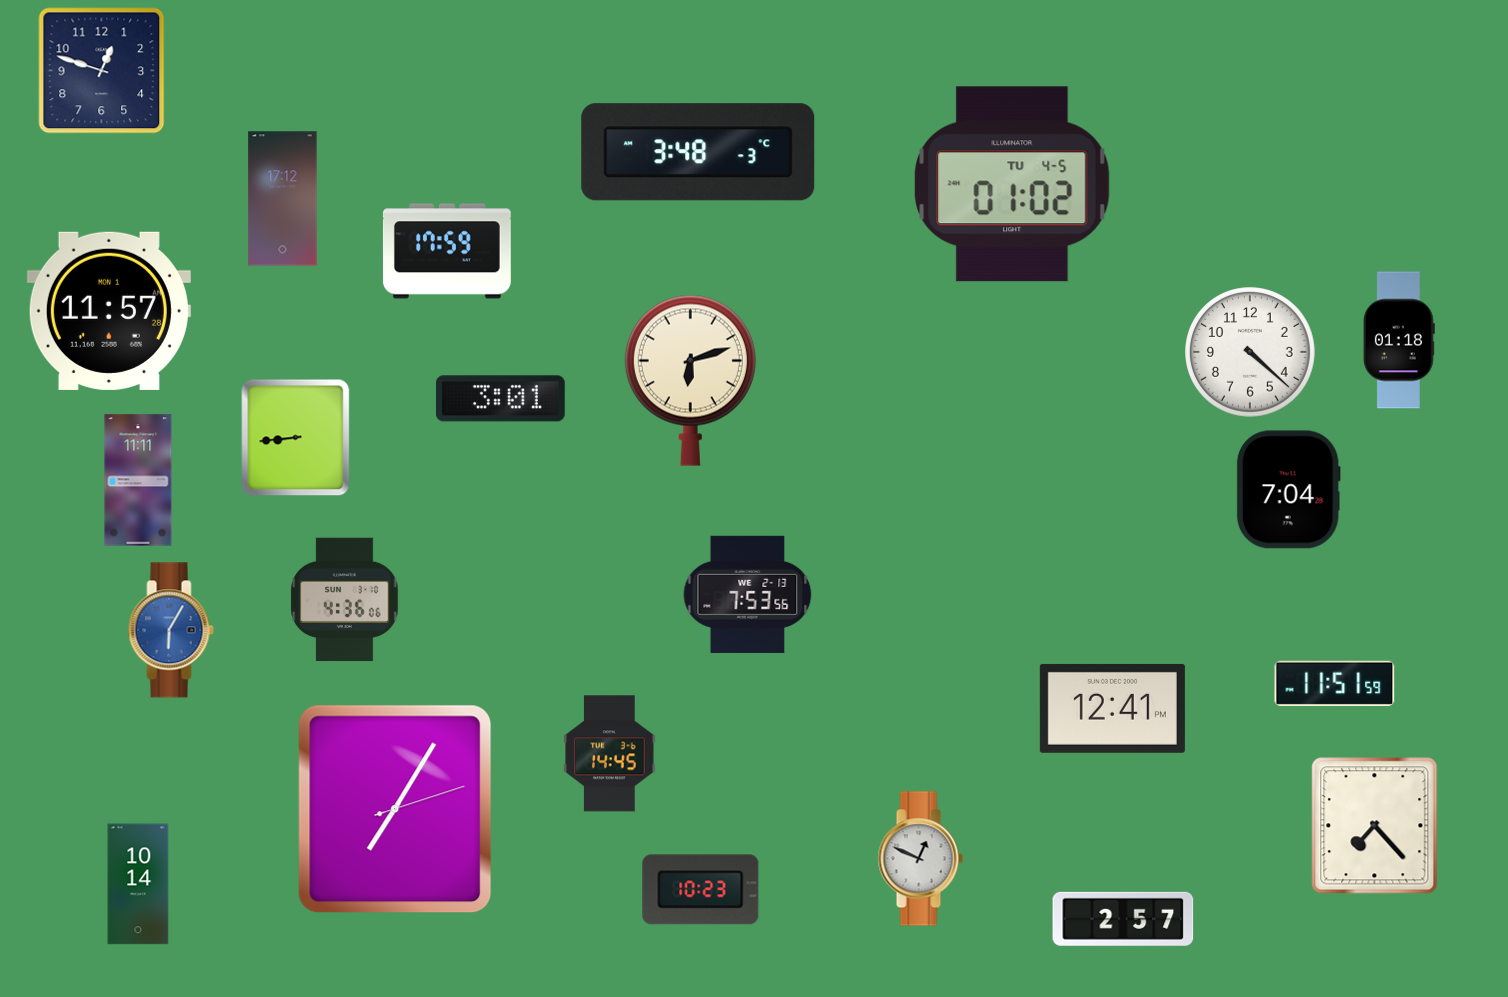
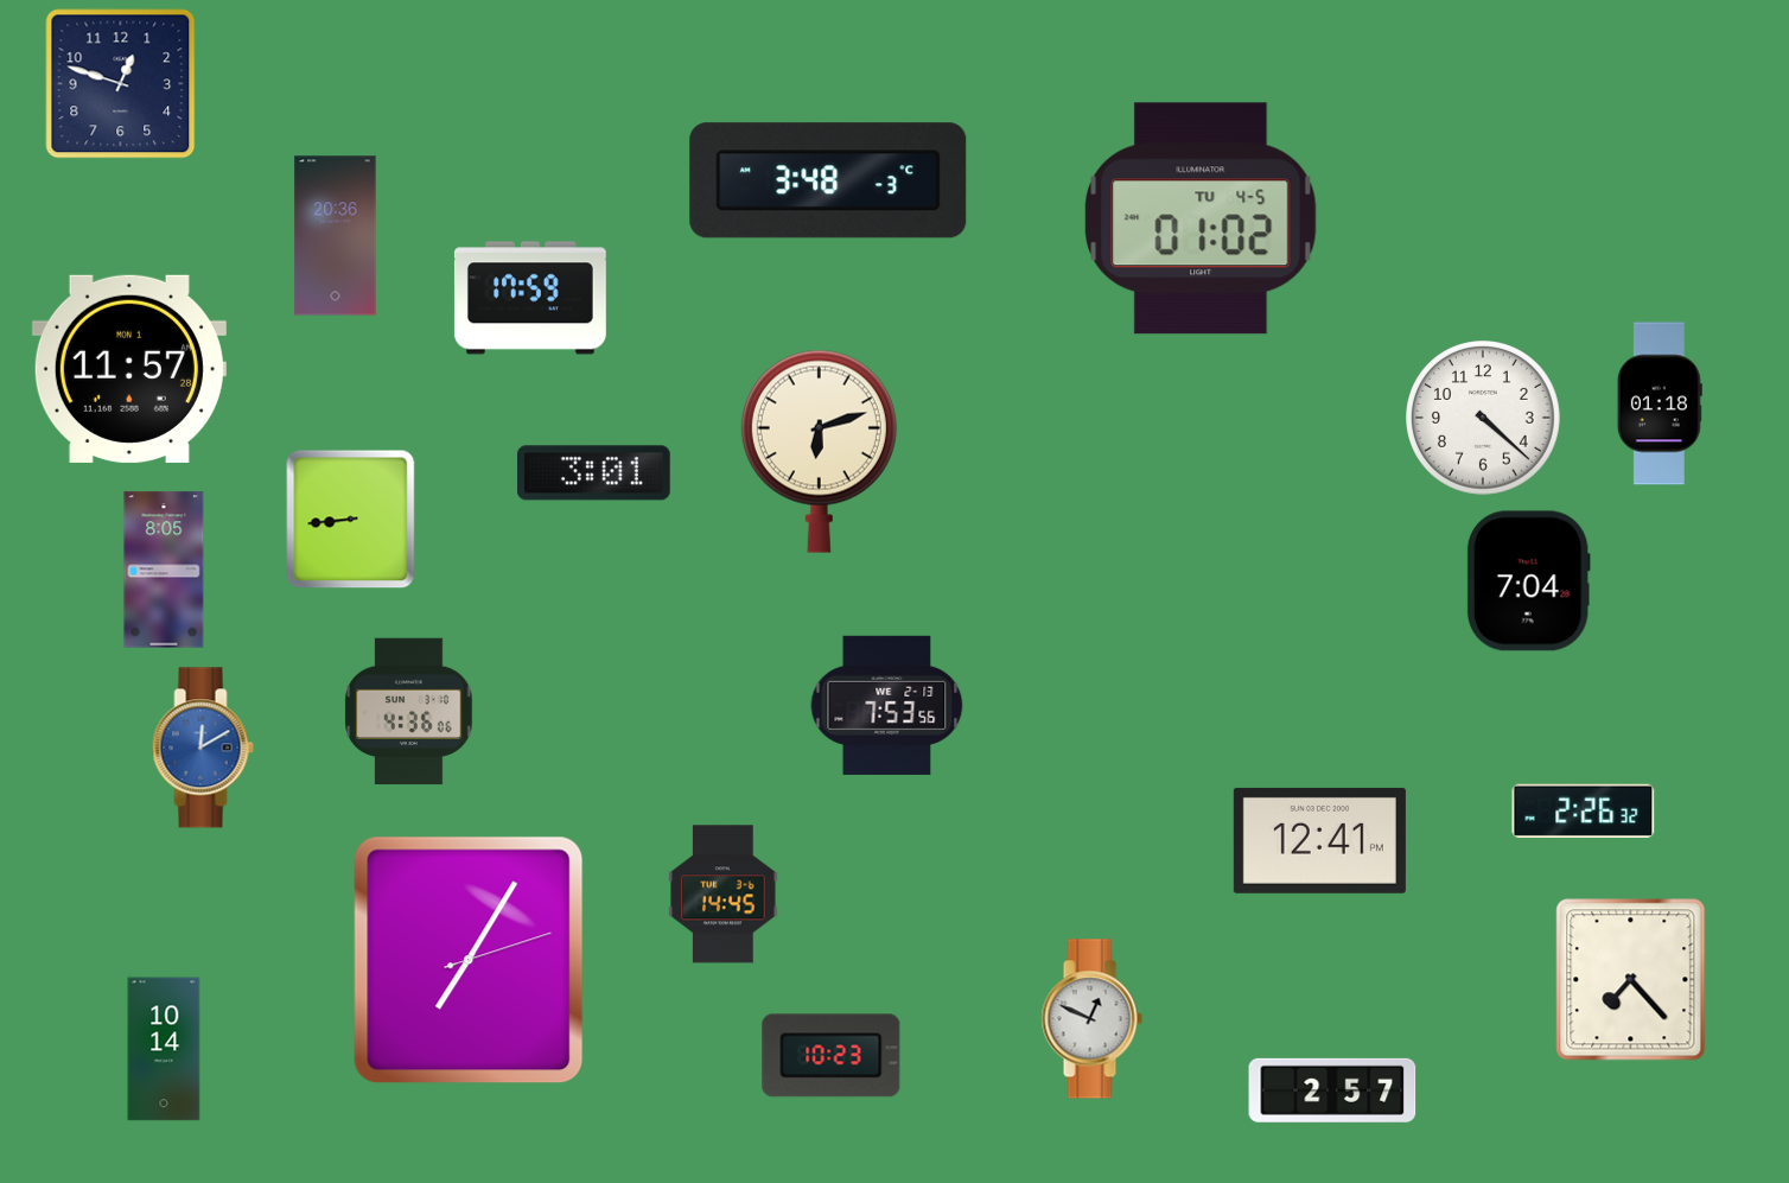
clock at (283, 199): 17:12 -> 20:36
clock at (138, 480): 11:11 -> 8:05
clock at (171, 630): 6:05 -> 12:10
clock at (1335, 683): 11:51 -> 2:26
